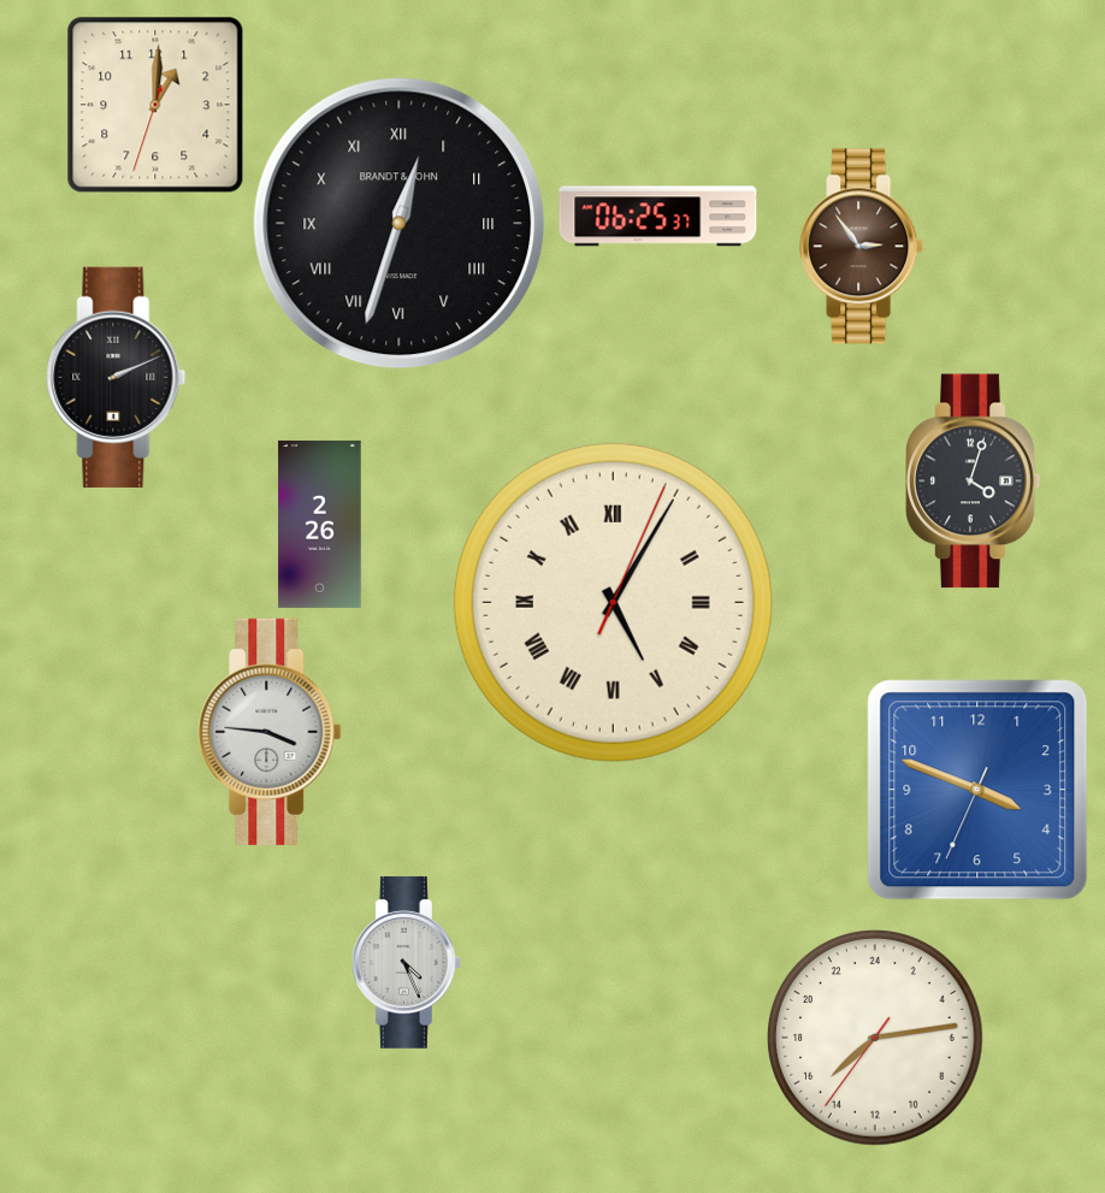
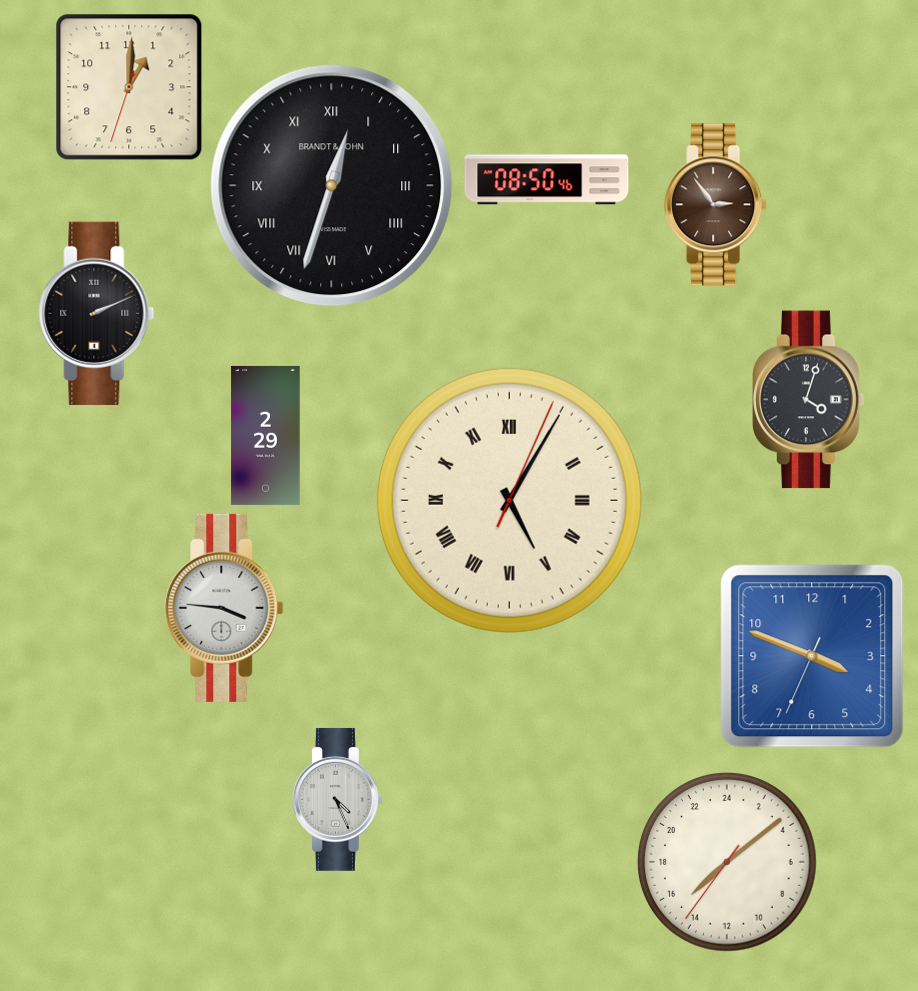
clock at (658, 217): 06:25 -> 08:50
clock at (320, 524): 2:26 -> 2:29
clock at (876, 1039): 15:13 -> 15:08
